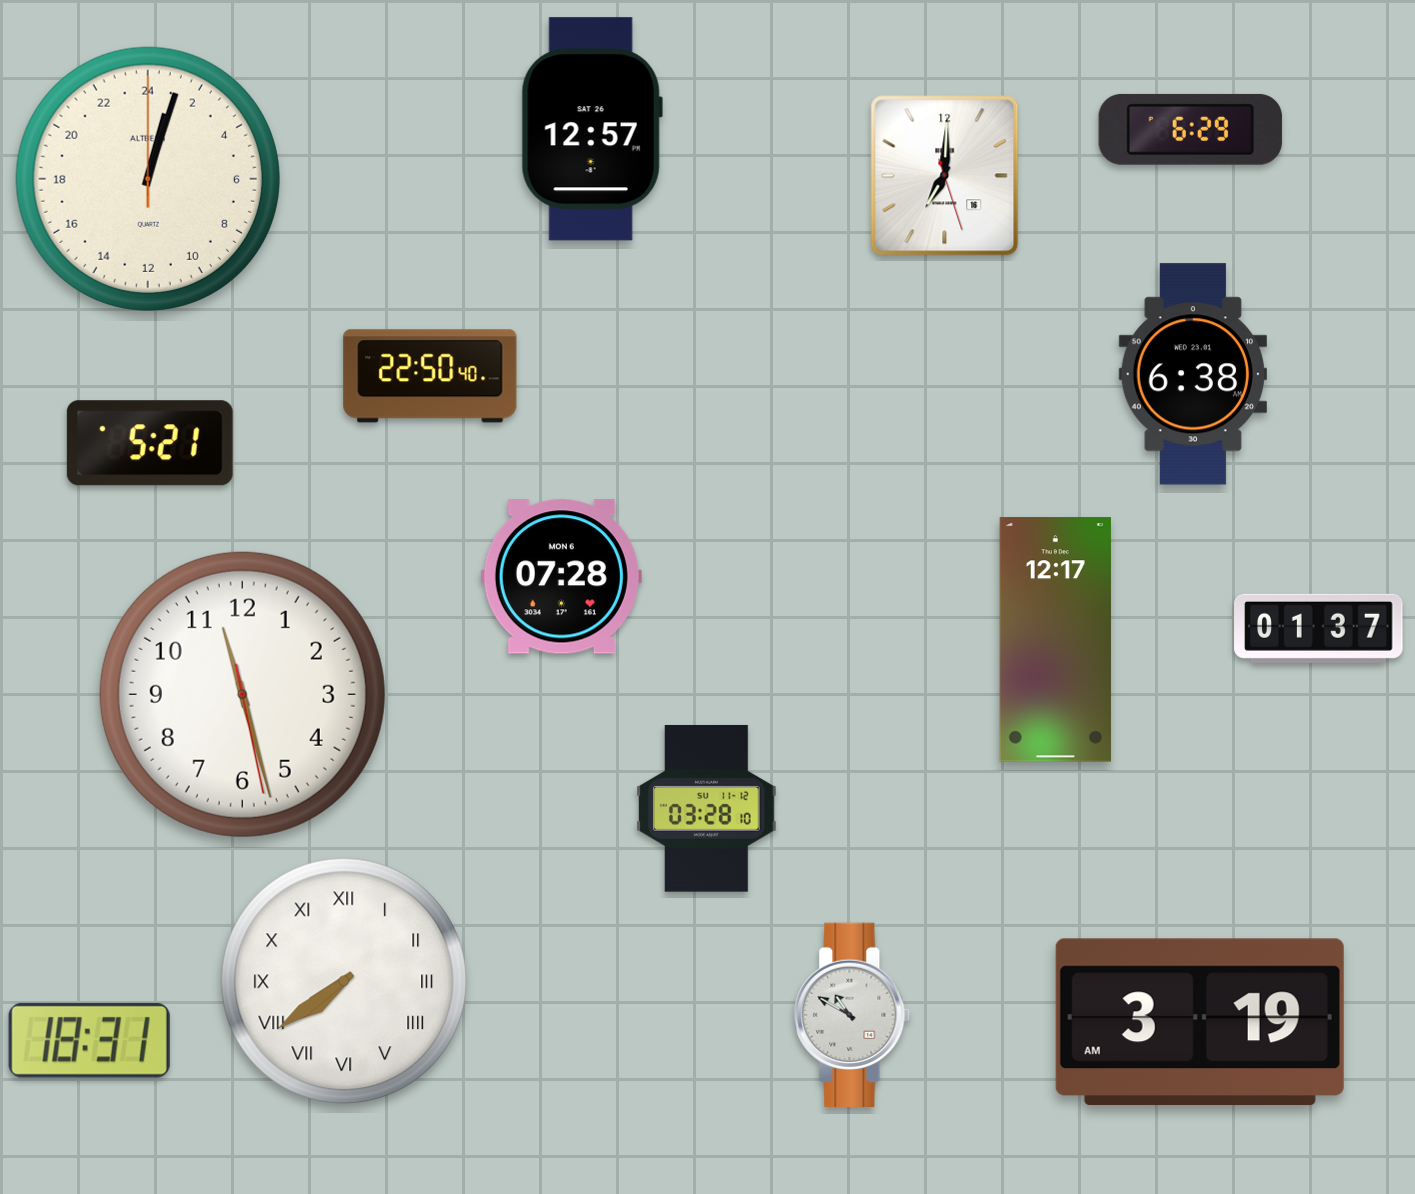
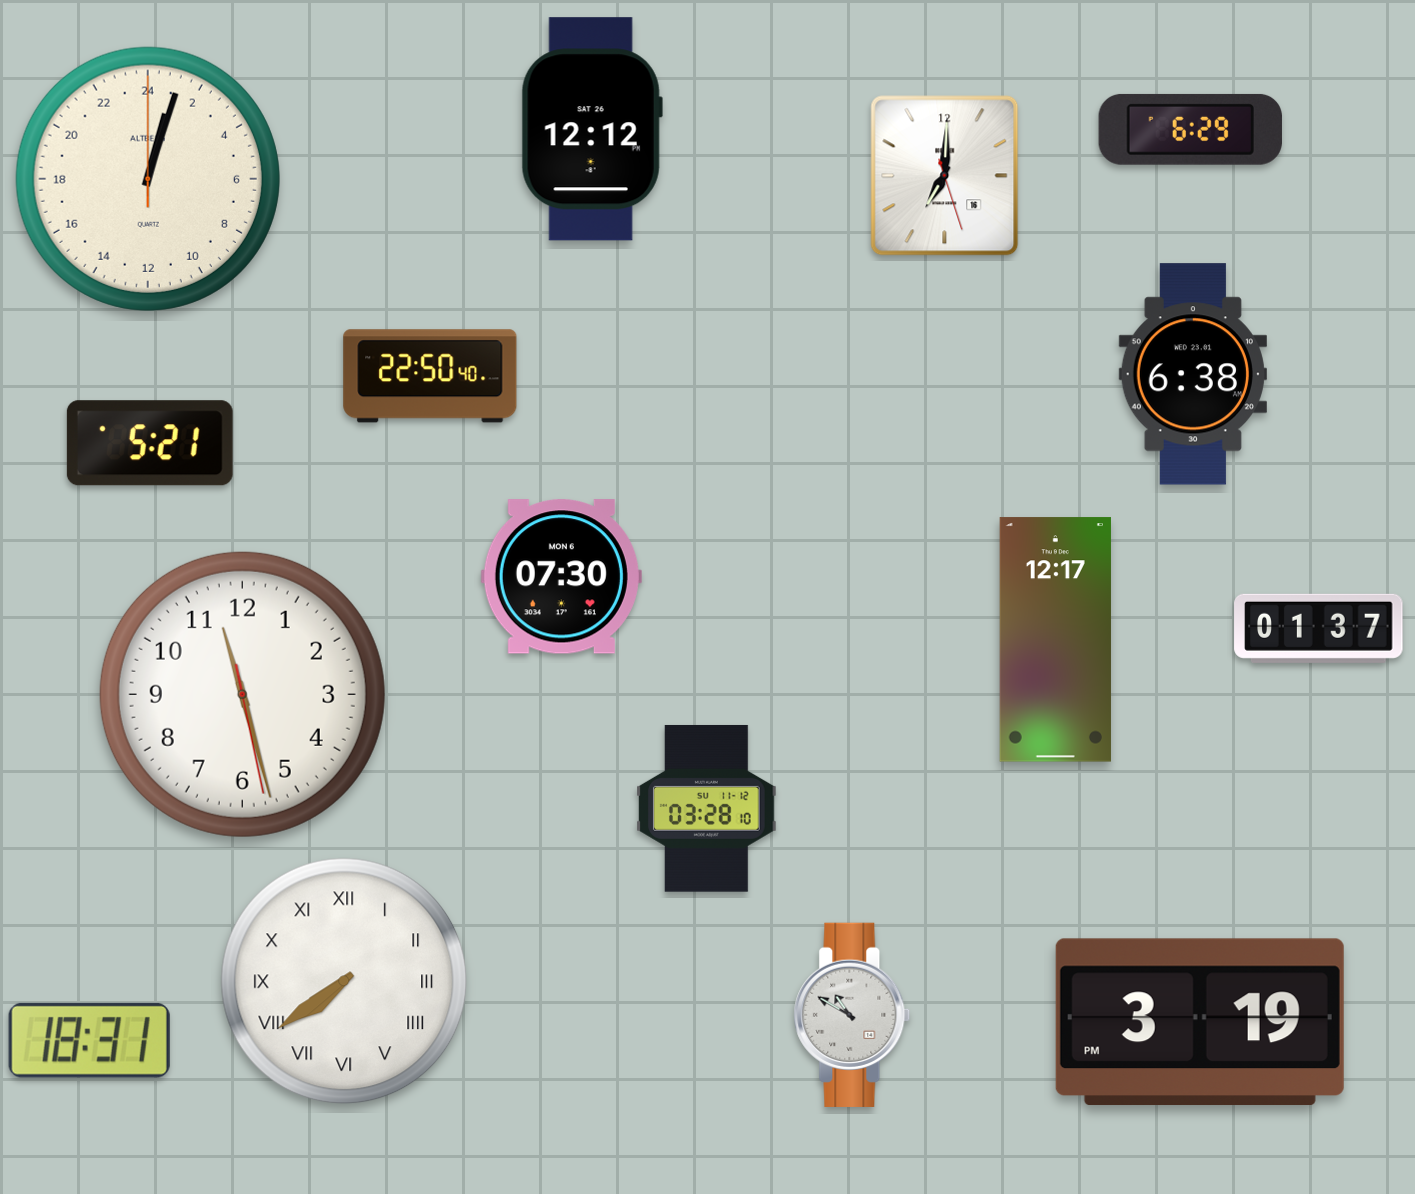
clock at (592, 129): 12:57 -> 12:12
clock at (561, 577): 07:28 -> 07:30
clock at (1200, 1022): 3:19 AM -> 3:19 PM
